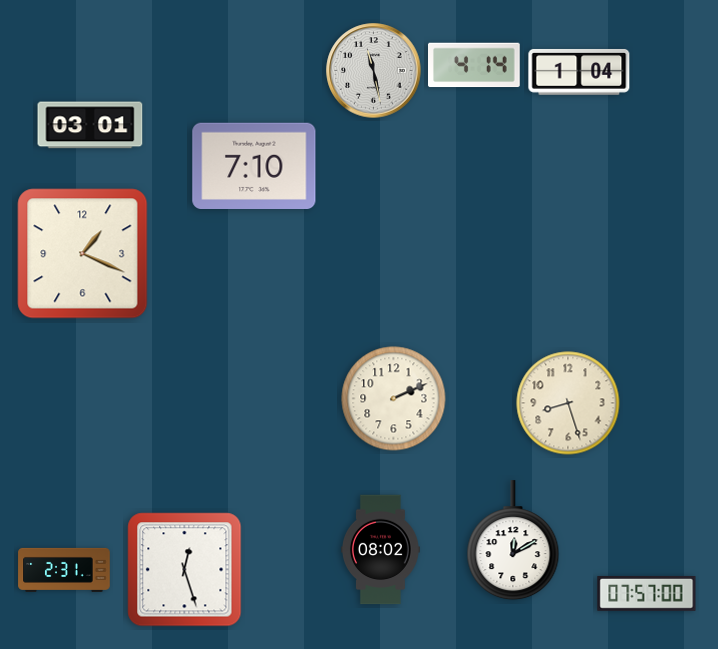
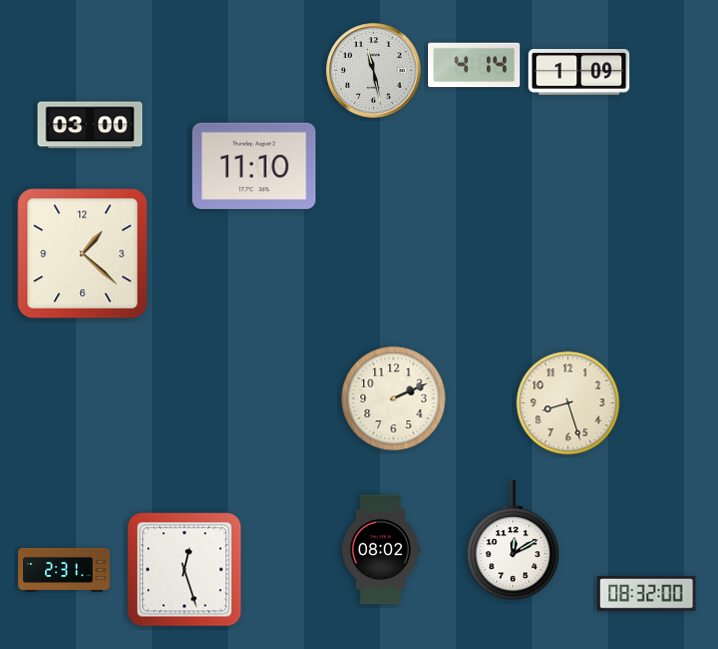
clock at (579, 72): 1:04 -> 1:09
clock at (90, 125): 03:01 -> 03:00
clock at (254, 165): 7:10 -> 11:10
clock at (83, 254): 1:19 -> 1:22
clock at (647, 593): 07:57 -> 08:32
